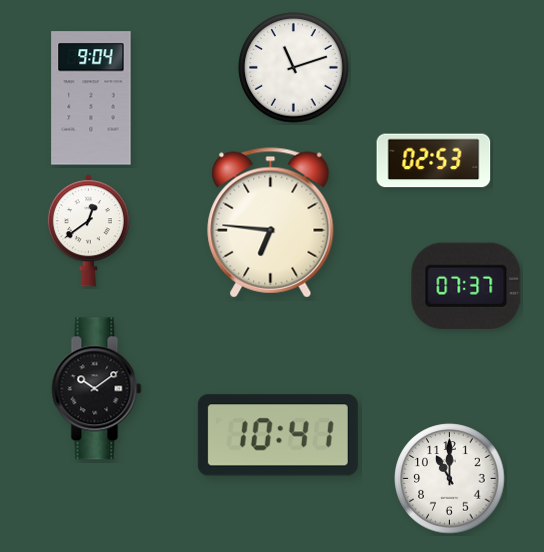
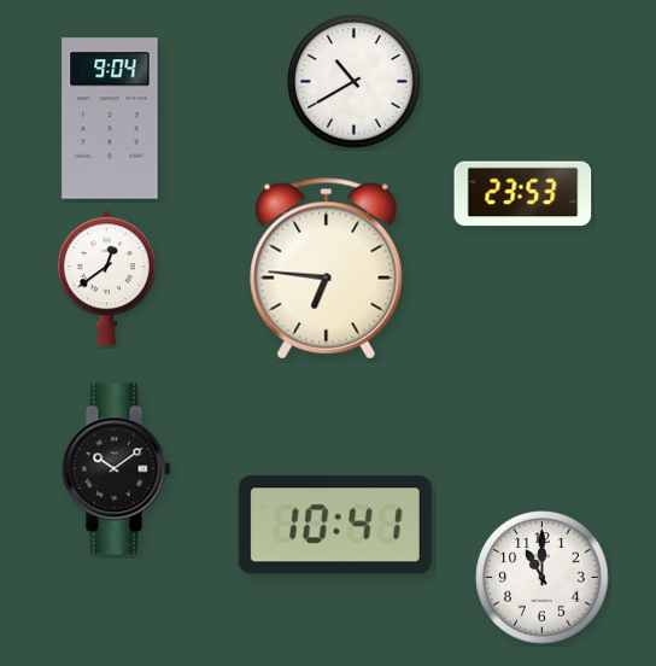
clock at (294, 68): 11:12 -> 10:40
clock at (434, 161): 02:53 -> 23:53
clock at (466, 286): 07:37 -> none
